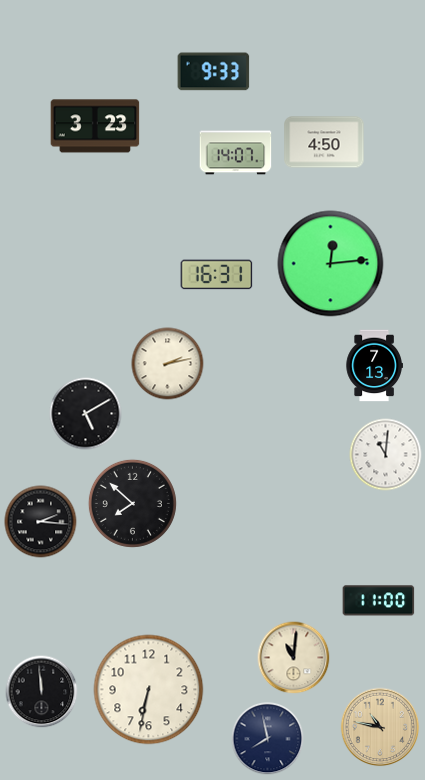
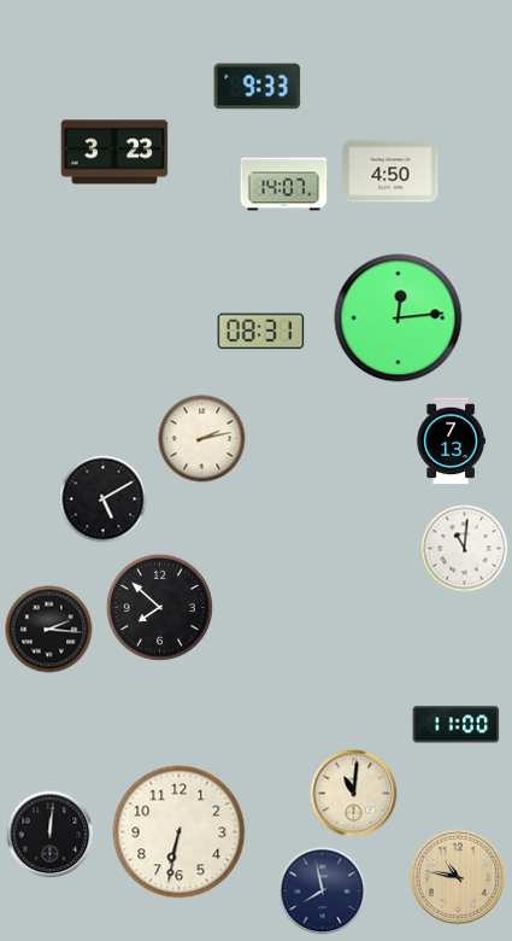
clock at (217, 275): 16:31 -> 08:31
clock at (42, 692): 11:59 -> 12:01
